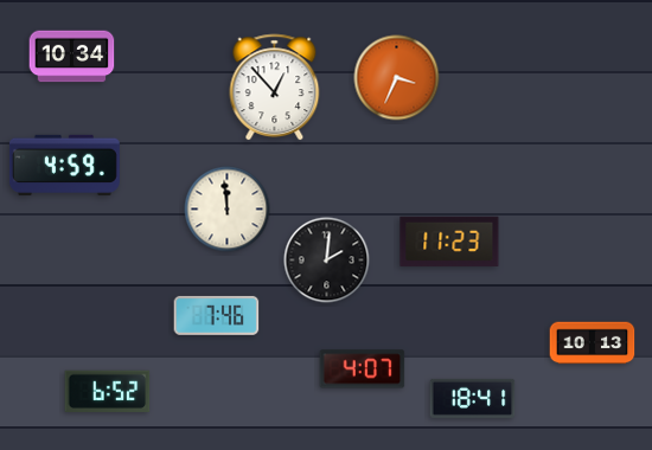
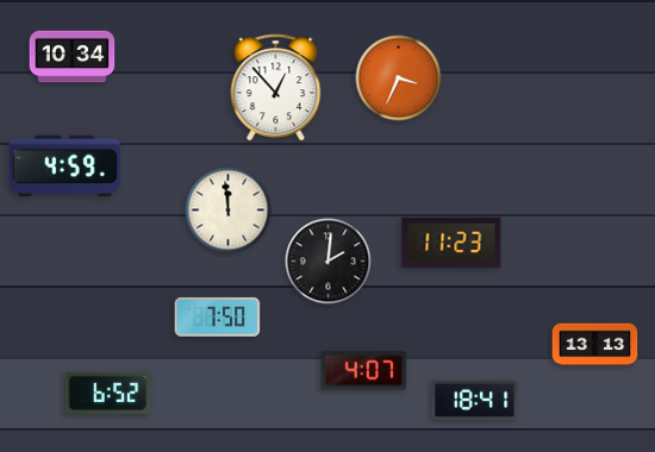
clock at (217, 315): 7:46 -> 7:50
clock at (593, 343): 10:13 -> 13:13
